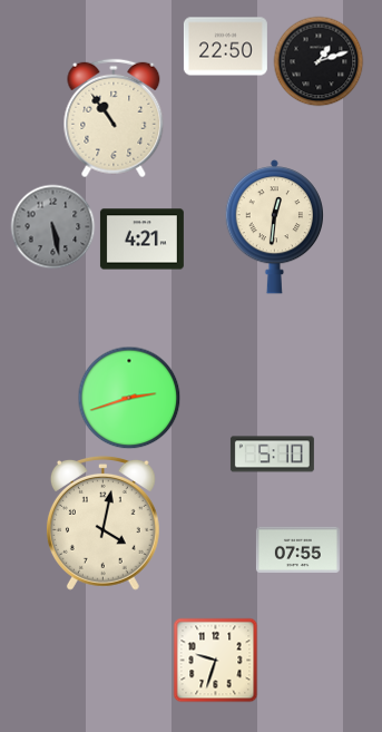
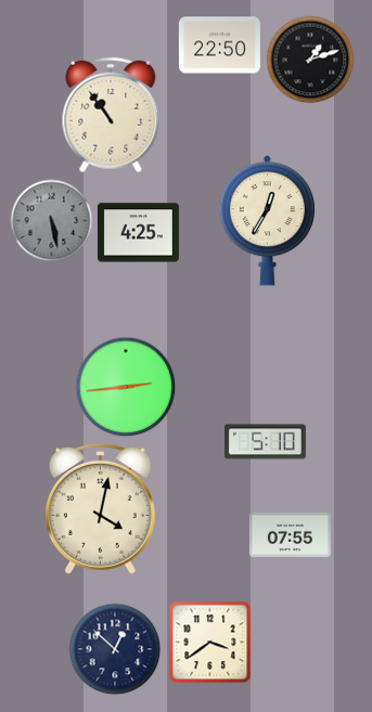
clock at (274, 227): 12:31 -> 12:35
clock at (141, 240): 4:21 -> 4:25
clock at (129, 398): 2:42 -> 2:44
clock at (216, 661): 9:33 -> 3:39
clock at (115, 649): none -> 12:52
